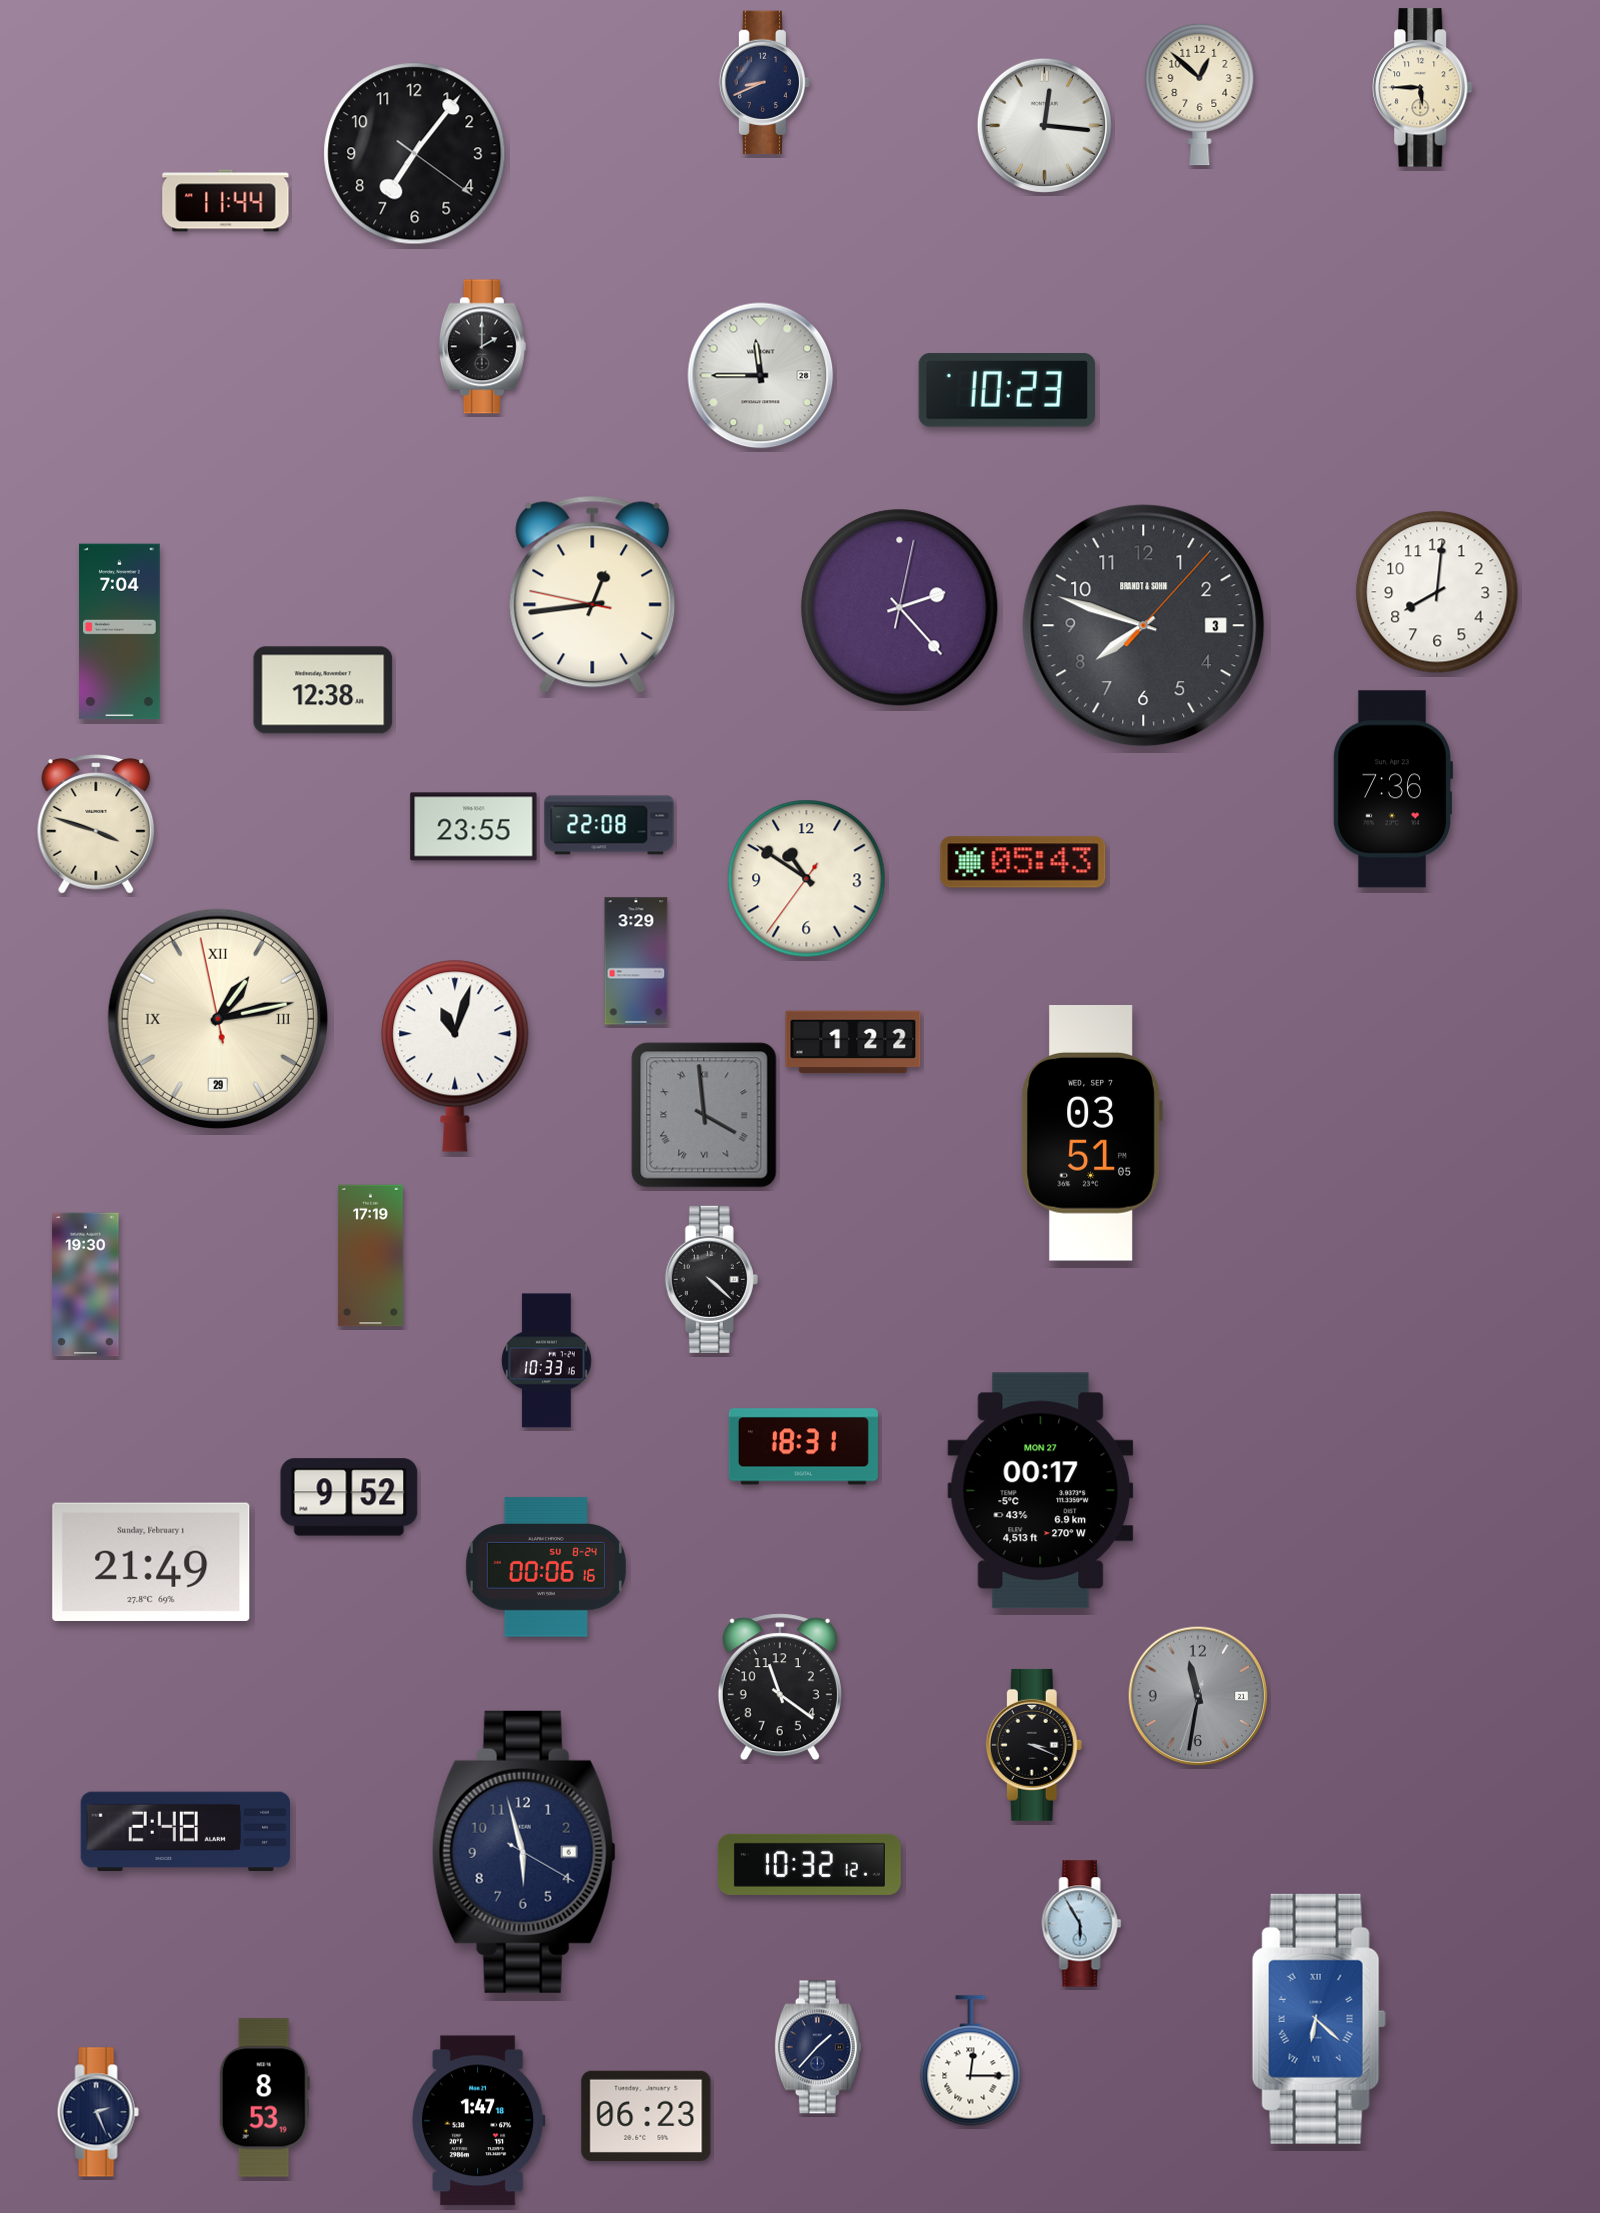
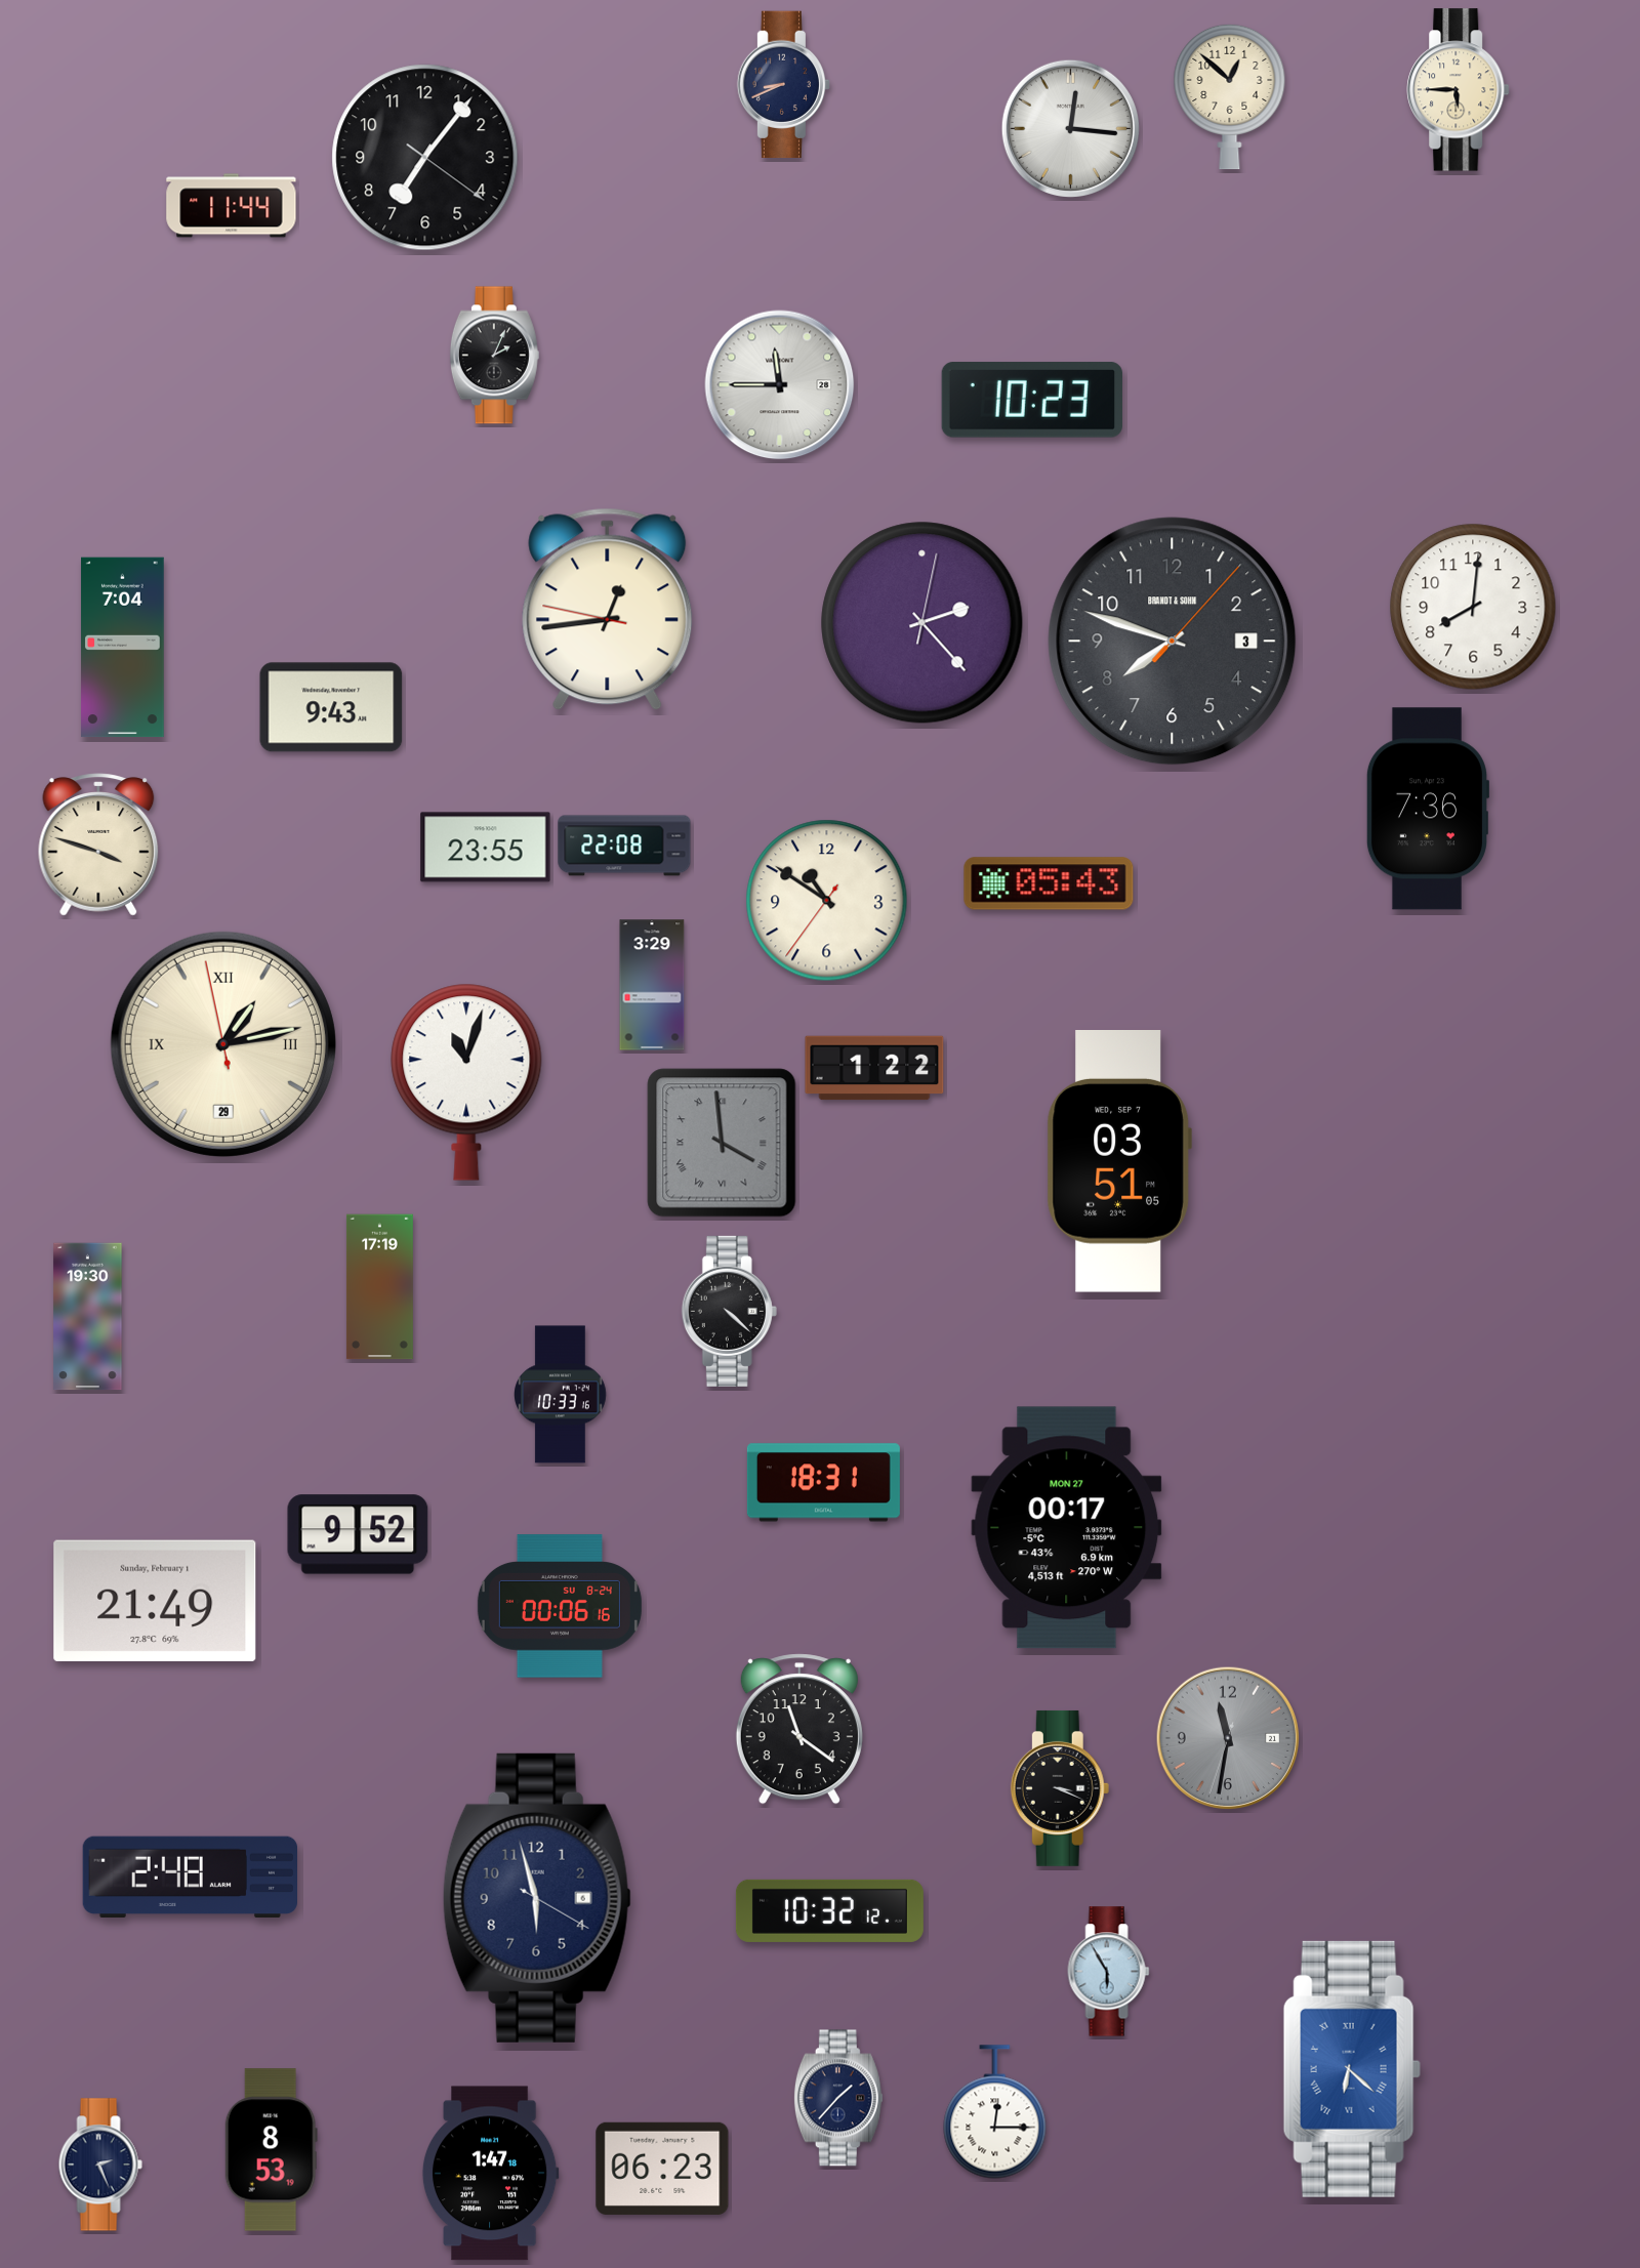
clock at (482, 347): 2:00 -> 2:04
clock at (323, 690): 12:38 -> 9:43
